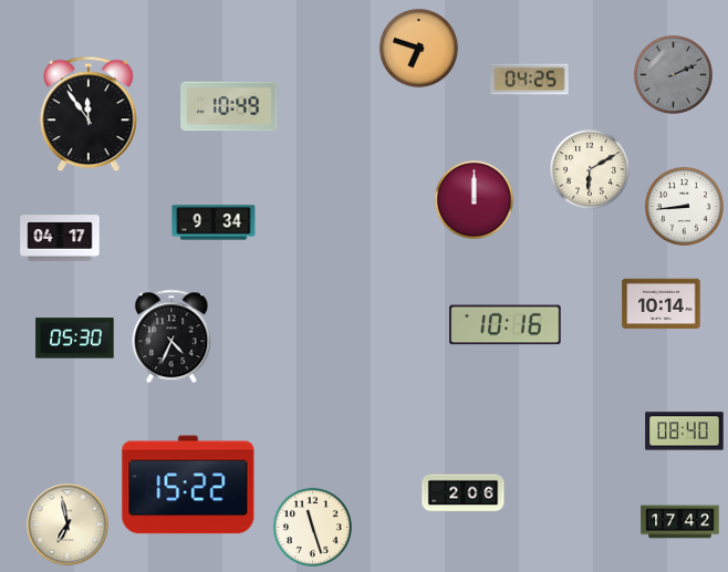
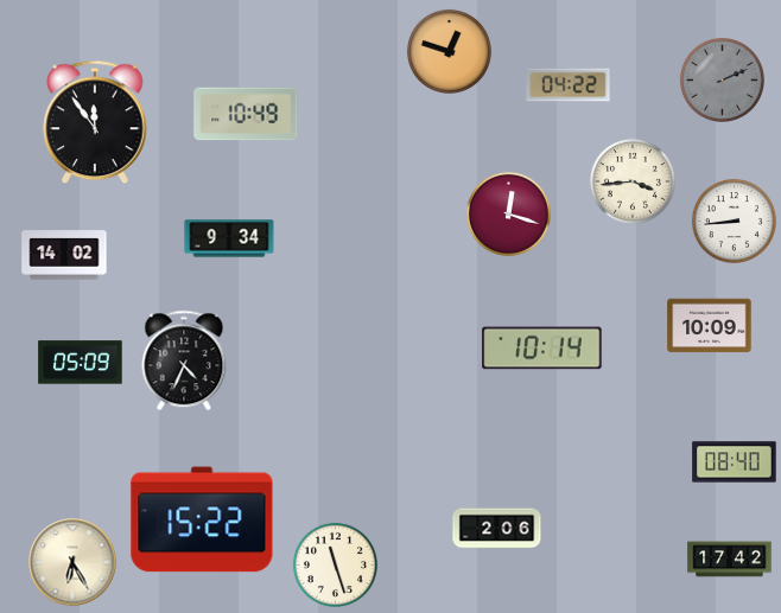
clock at (418, 48): 6:48 -> 12:48
clock at (530, 80): 04:25 -> 04:22
clock at (590, 169): 6:10 -> 3:44
clock at (474, 199): 12:00 -> 12:18
clock at (60, 238): 04:17 -> 14:02
clock at (662, 304): 10:14 -> 10:09
clock at (506, 325): 10:16 -> 10:14
clock at (75, 339): 05:30 -> 05:09
clock at (67, 524): 6:58 -> 6:25
